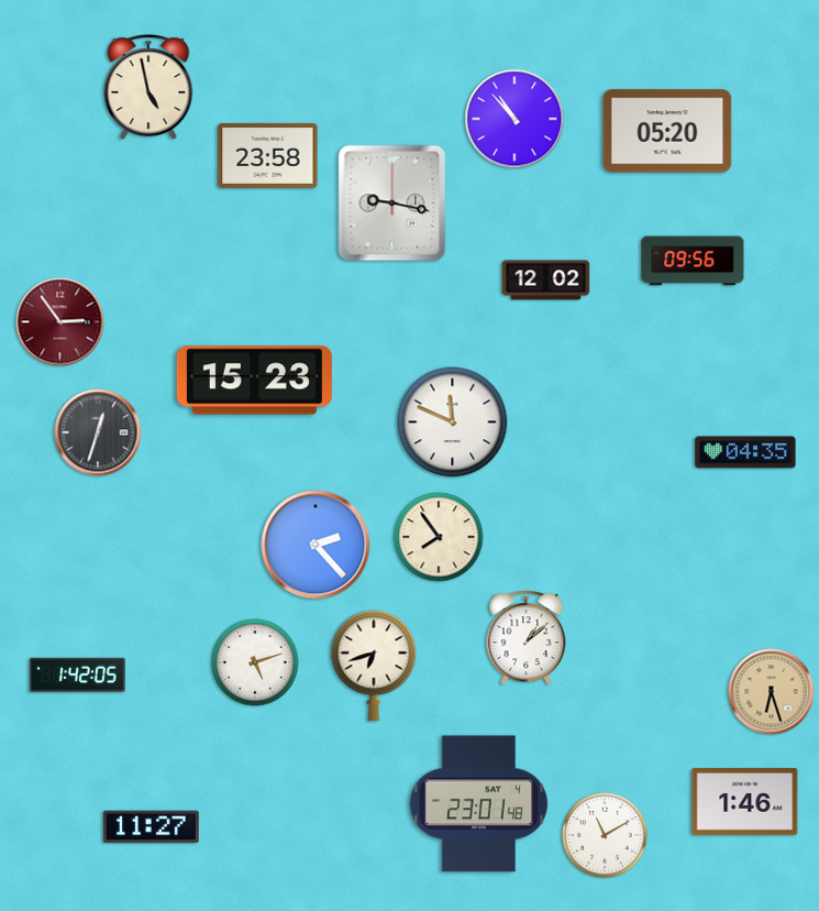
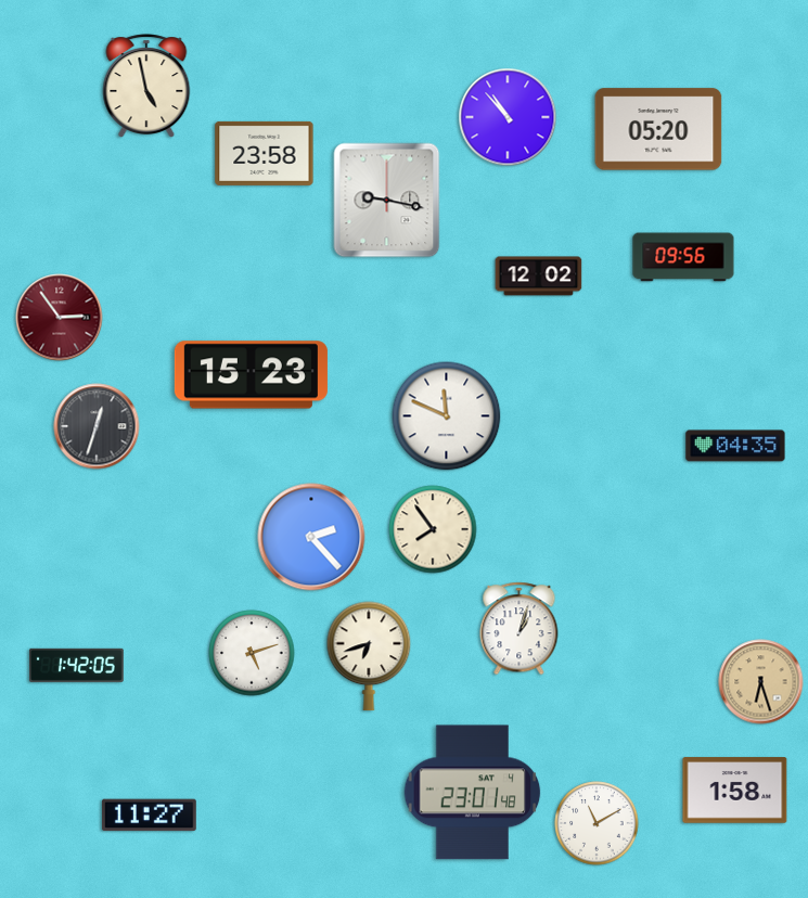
clock at (527, 638): 1:08 -> 1:03
clock at (745, 802): 1:46 -> 1:58
